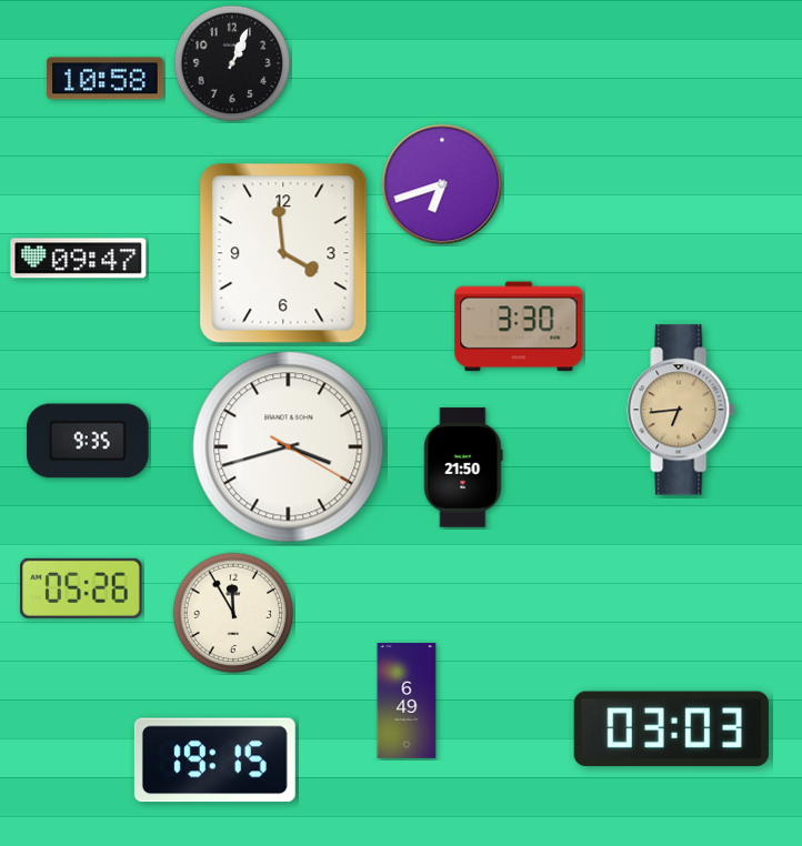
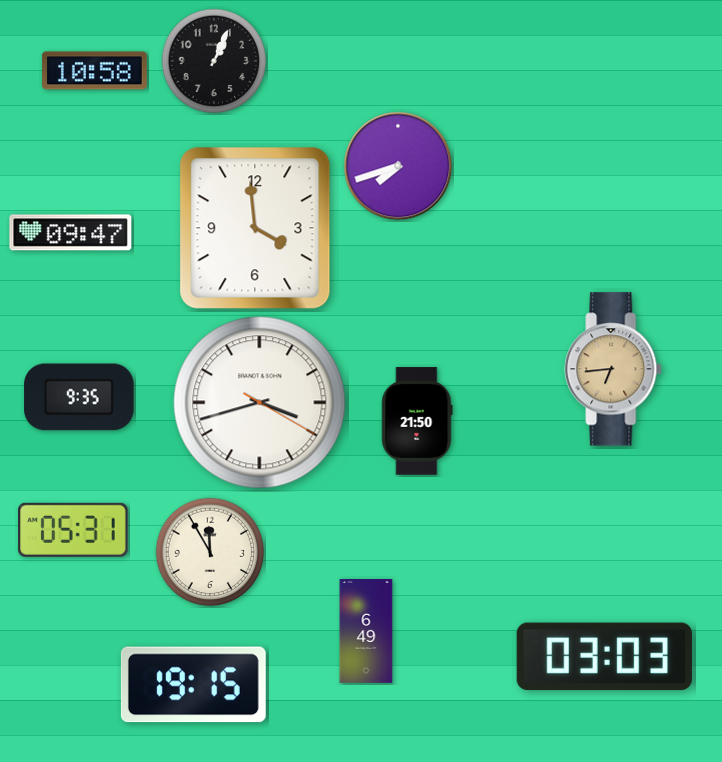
clock at (232, 63) position: (232, 63) -> (214, 61)
clock at (442, 184): 6:42 -> 7:42
clock at (519, 326): 3:30 -> none
clock at (81, 588): 05:26 -> 05:31
